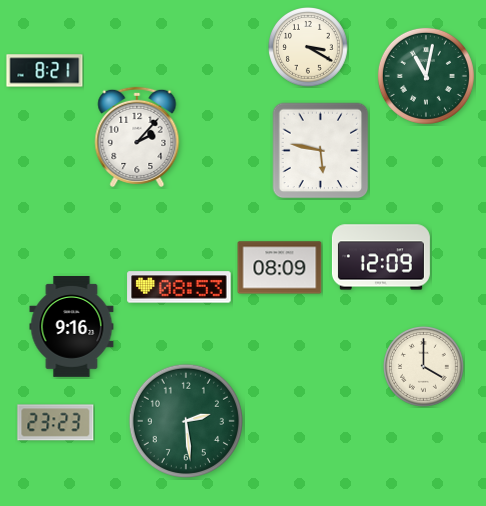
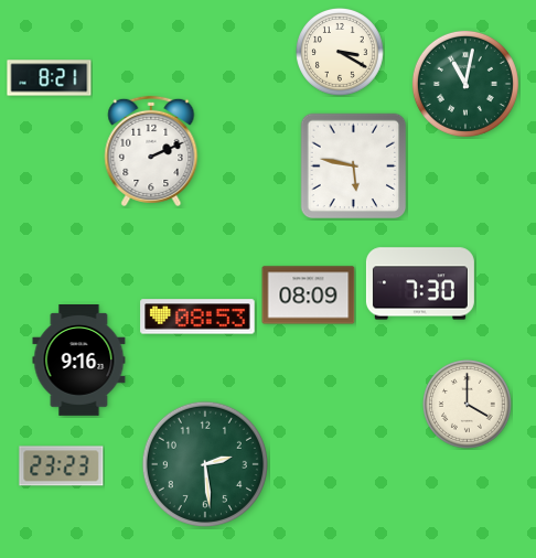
clock at (426, 76) position: (426, 76) -> (465, 84)
clock at (137, 137): 2:07 -> 2:11
clock at (381, 257): 12:09 -> 7:30
